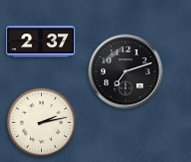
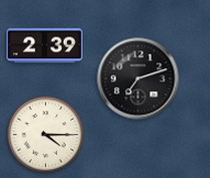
clock at (41, 42): 2:37 -> 2:39
clock at (41, 122): 2:13 -> 4:15
